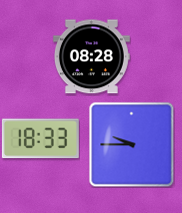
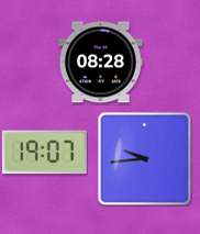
clock at (40, 139): 18:33 -> 19:07
clock at (131, 144): 9:45 -> 9:44
